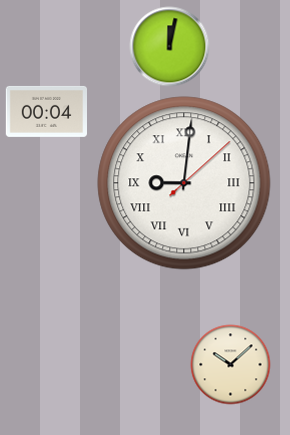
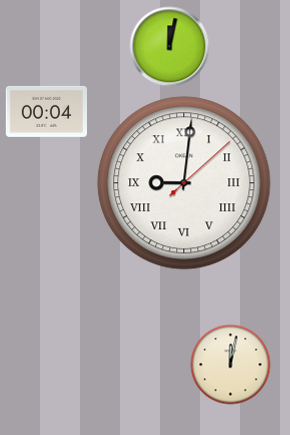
clock at (231, 365): 10:08 -> 12:02
